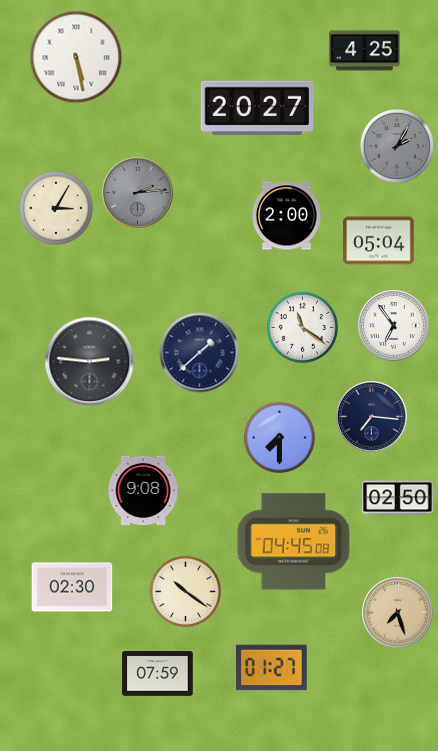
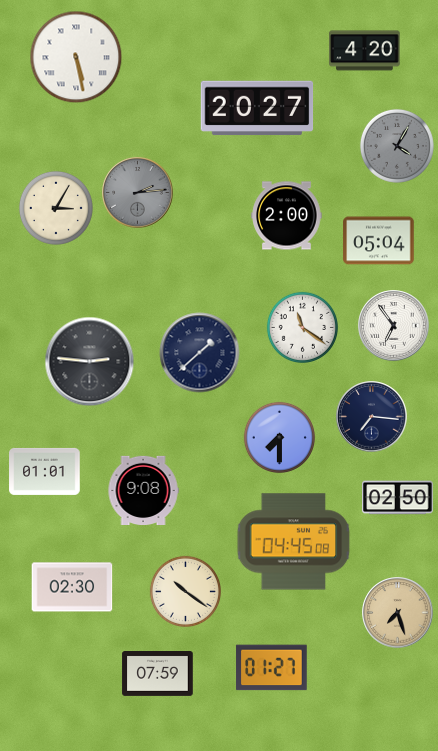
clock at (365, 51): 4:25 -> 4:20
clock at (397, 146): 2:05 -> 4:05
clock at (45, 471): none -> 01:01
